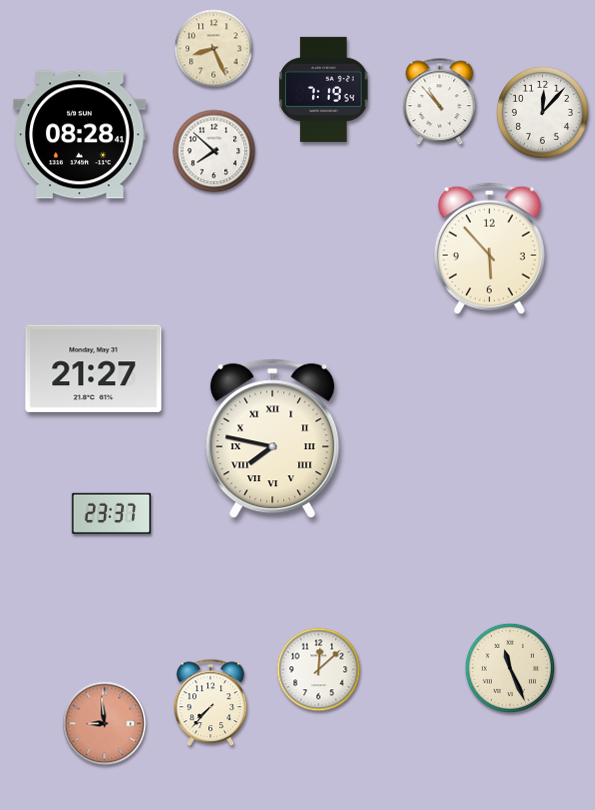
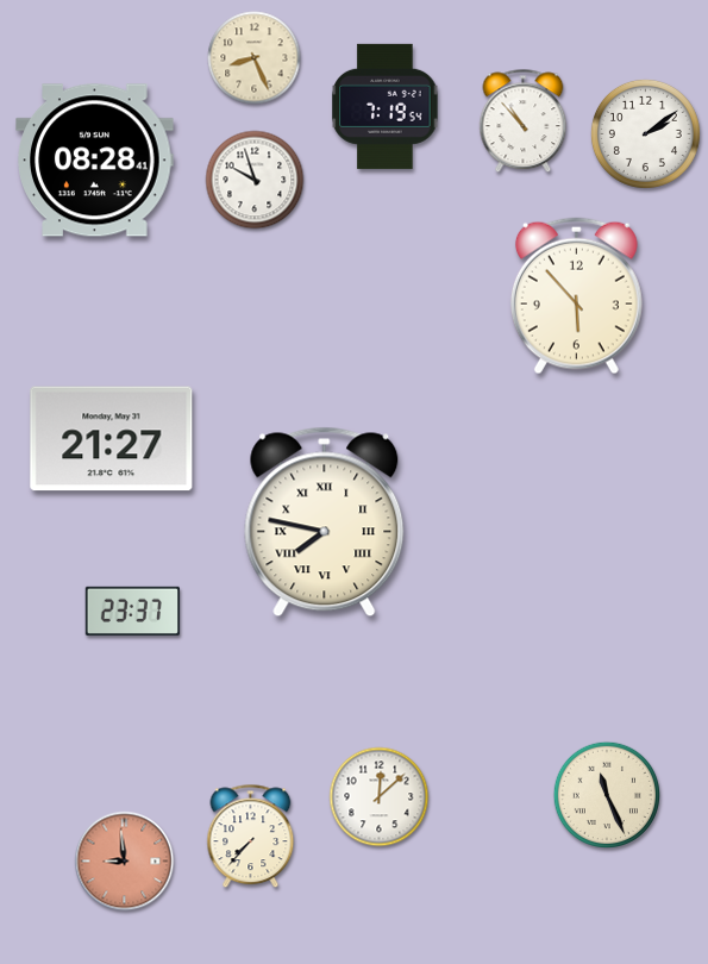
clock at (542, 112): 12:07 -> 2:09
clock at (214, 151): 7:52 -> 9:57
clock at (489, 249) position: (489, 249) -> (576, 296)
